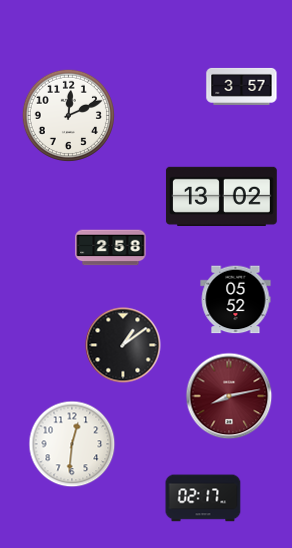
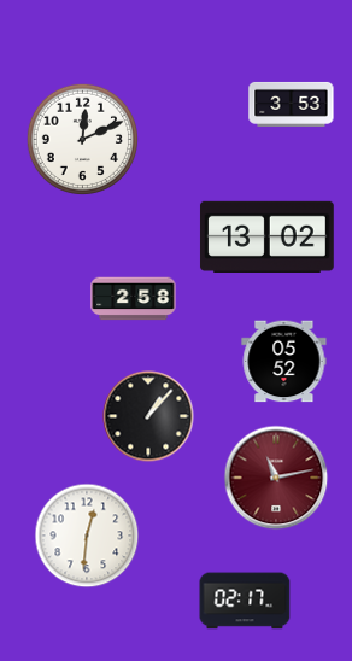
clock at (242, 86): 3:57 -> 3:53
clock at (123, 345): 1:09 -> 1:07
clock at (229, 396): 8:13 -> 11:13
